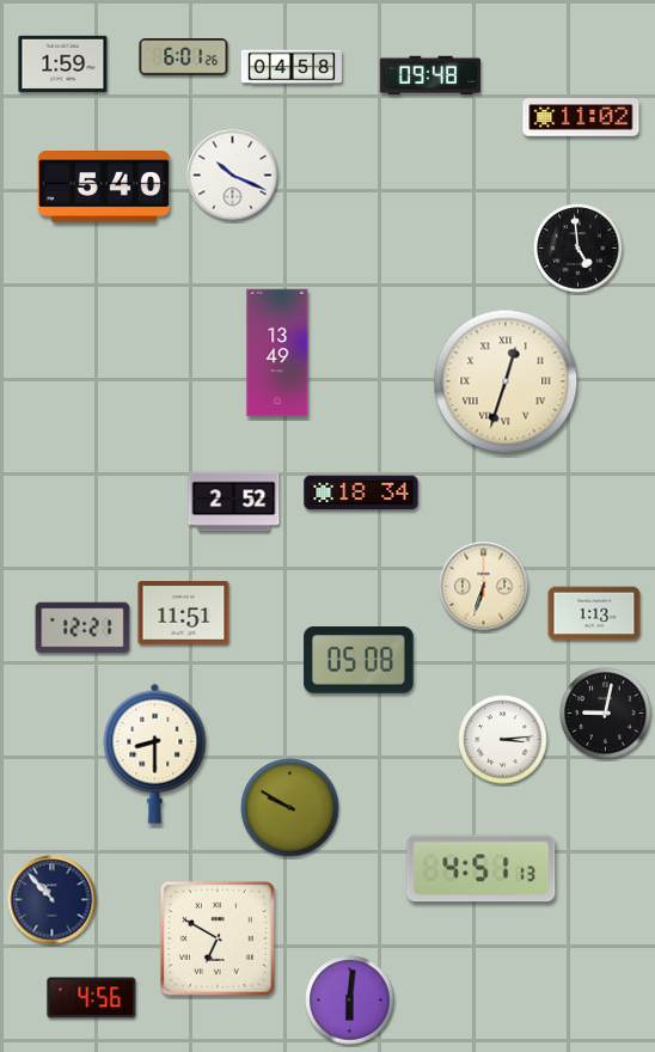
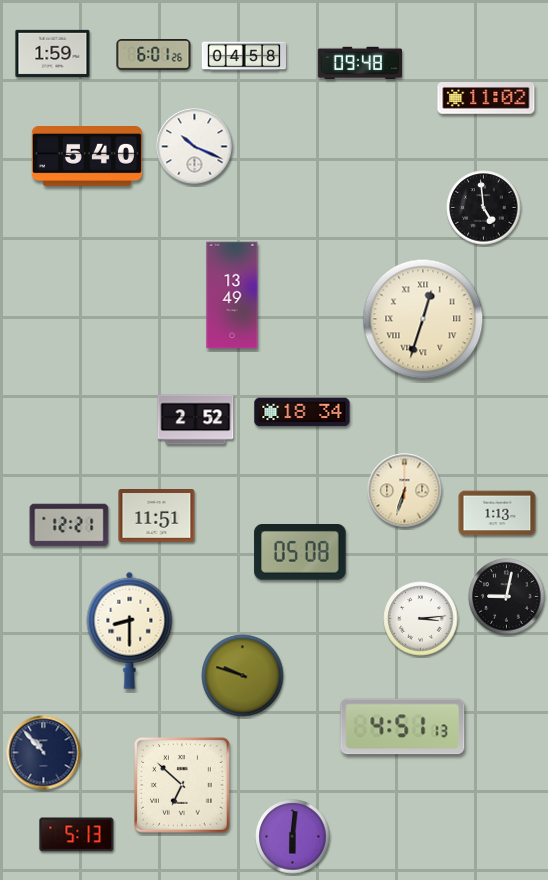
clock at (184, 57) position: (184, 57) -> (154, 55)
clock at (184, 613) position: (184, 613) -> (157, 516)
clock at (290, 808): 9:50 -> 9:48
clock at (219, 940): 6:50 -> 6:52
clock at (92, 998): 4:56 -> 5:13
